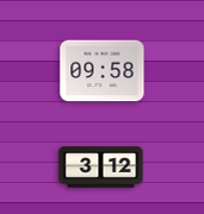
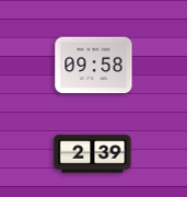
clock at (101, 168): 3:12 -> 2:39
